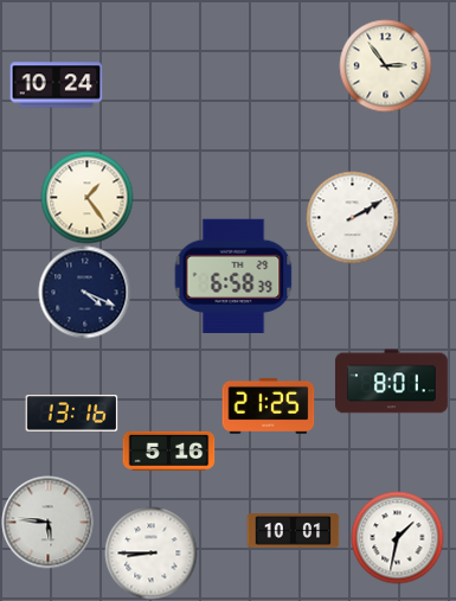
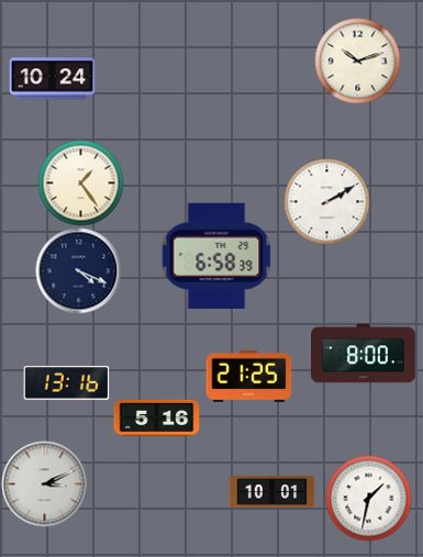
clock at (385, 65): 2:54 -> 10:12
clock at (392, 382): 8:01 -> 8:00
clock at (47, 522): 5:46 -> 3:11
clock at (150, 552): 8:45 -> none
